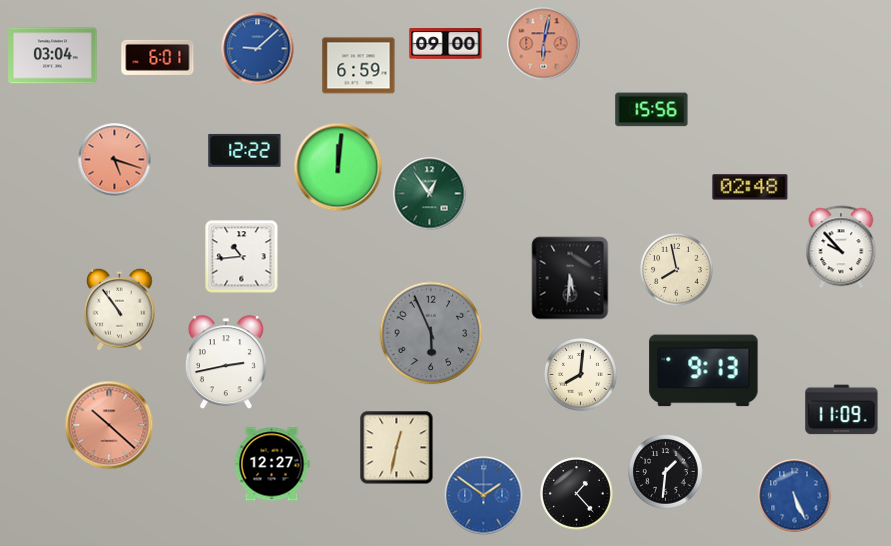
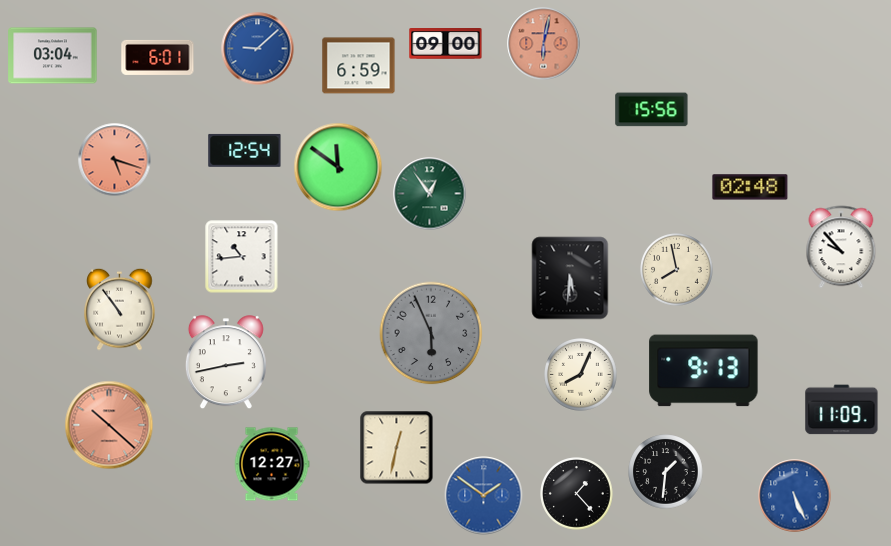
clock at (245, 150): 12:22 -> 12:54
clock at (338, 167): 12:01 -> 11:51
clock at (581, 375): 8:01 -> 8:04
